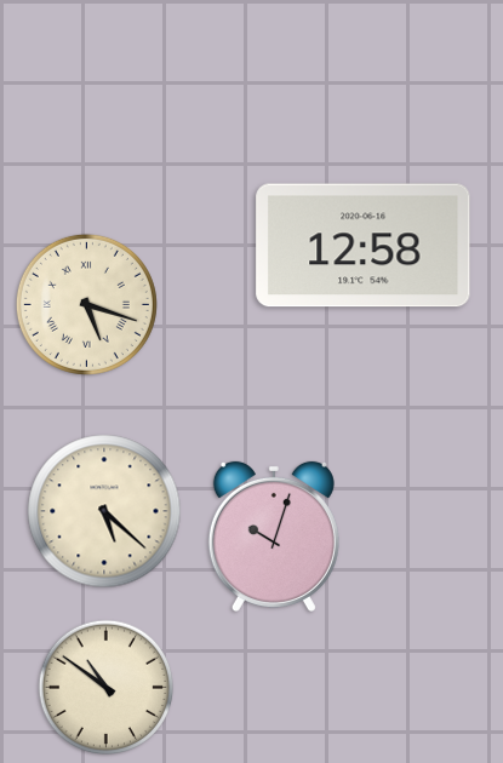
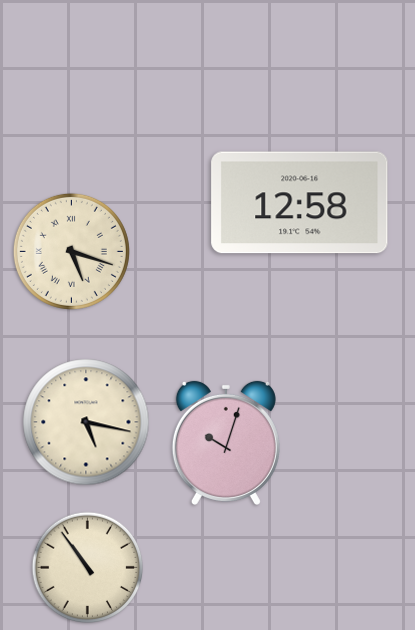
clock at (104, 511): 5:22 -> 5:17
clock at (107, 688): 10:51 -> 10:54
